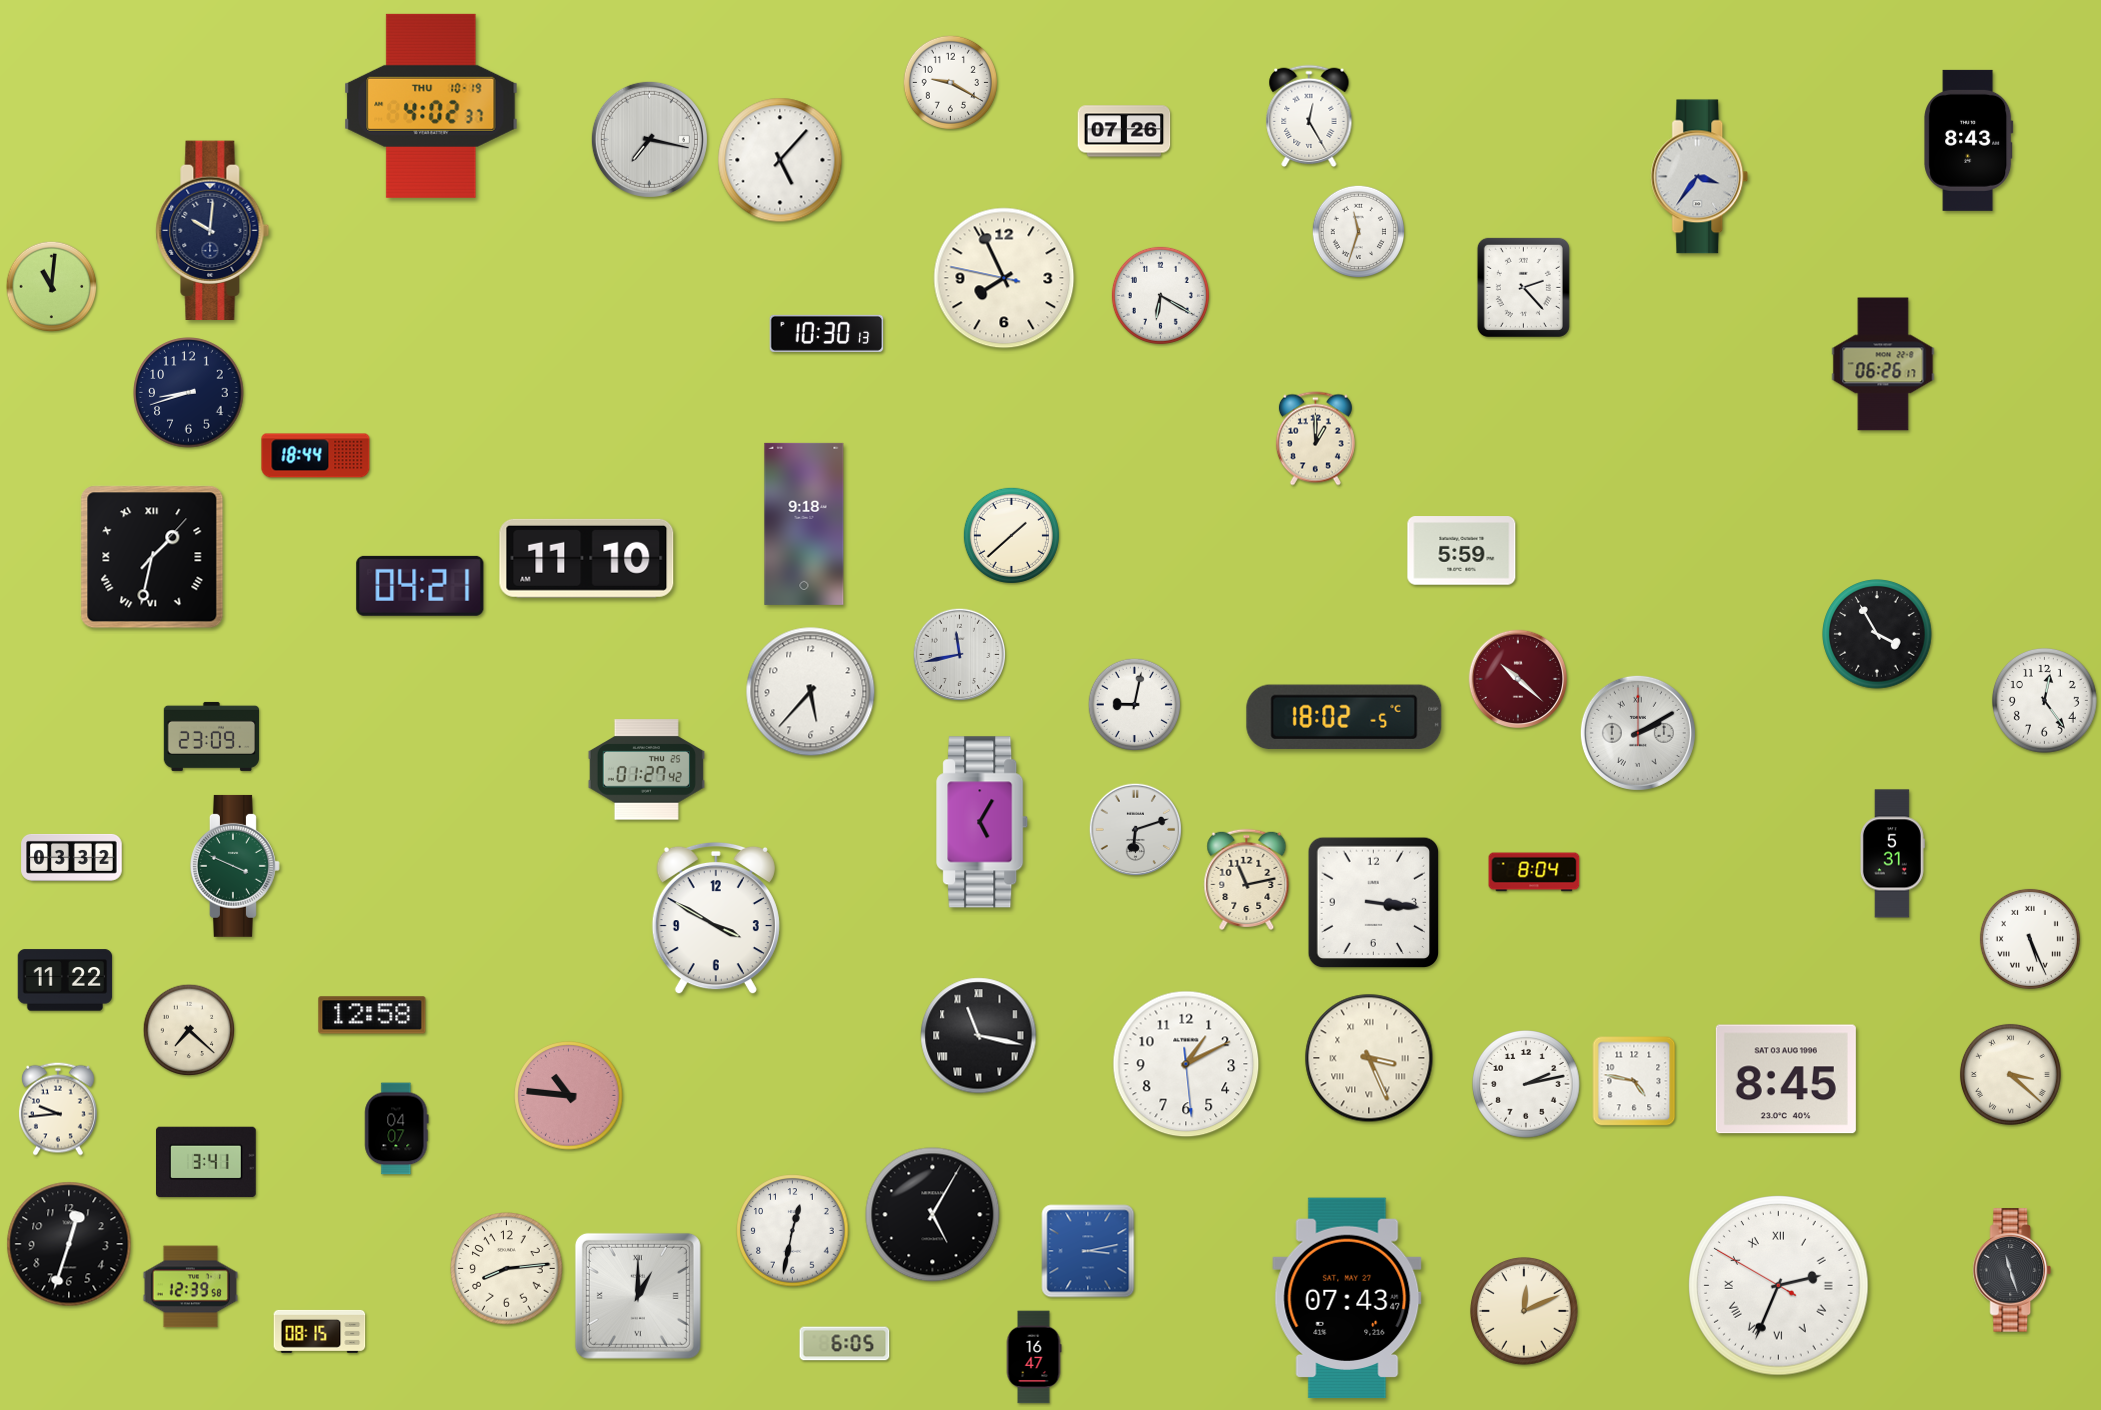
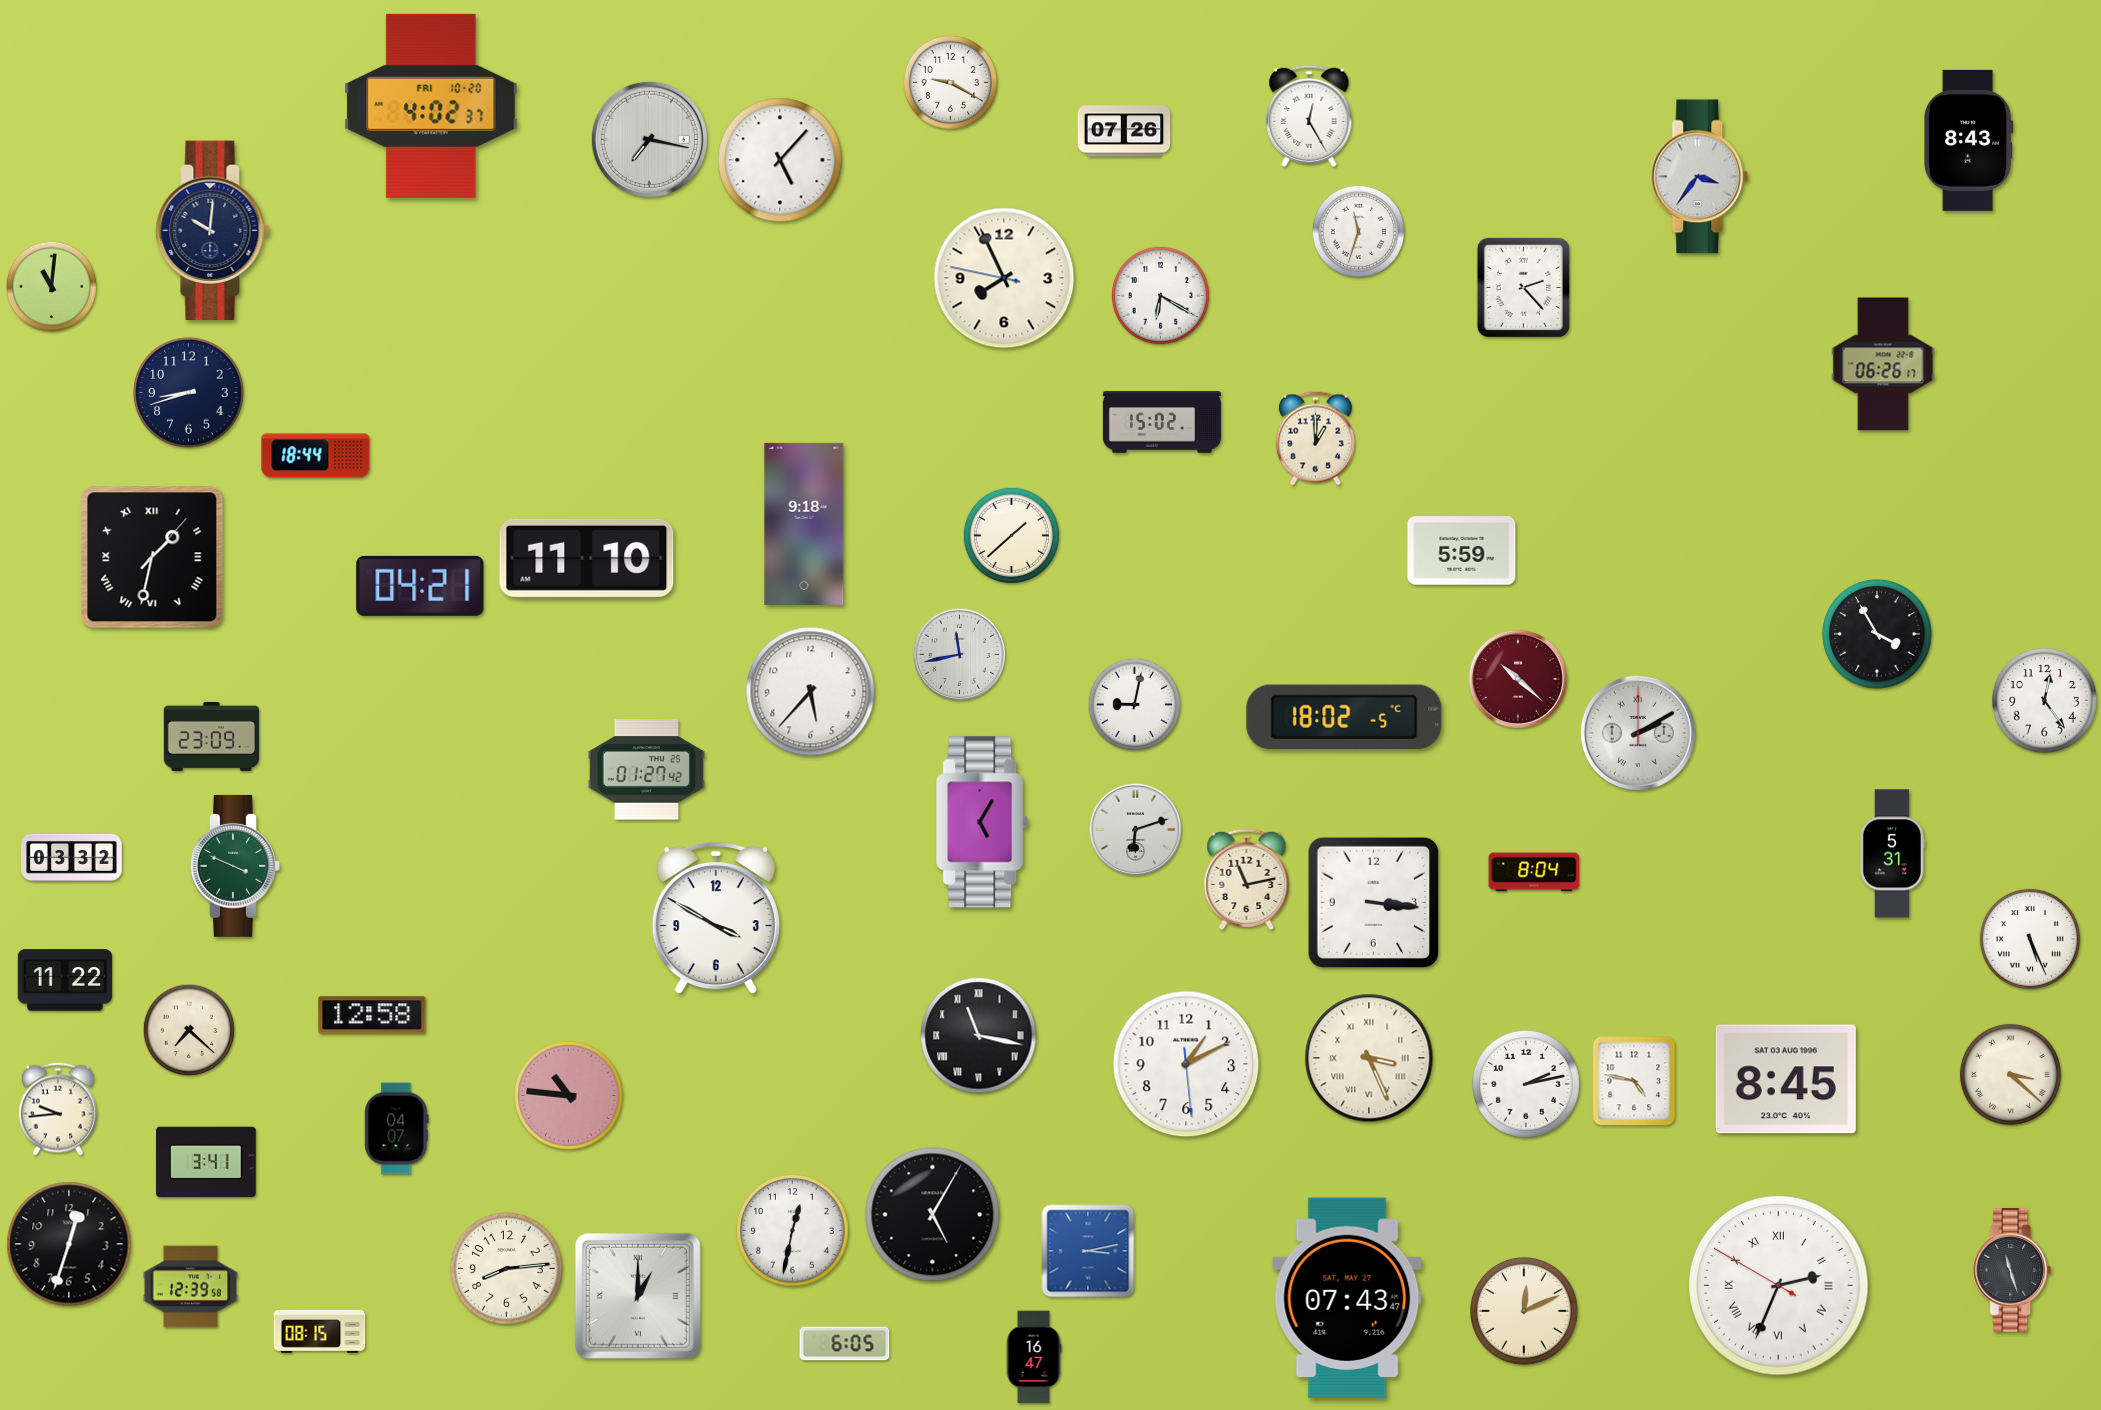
clock at (431, 106) date: THU 10-19 -> FRI 10-20
clock at (827, 333): 10:30 -> none
clock at (1162, 422): none -> 15:02
